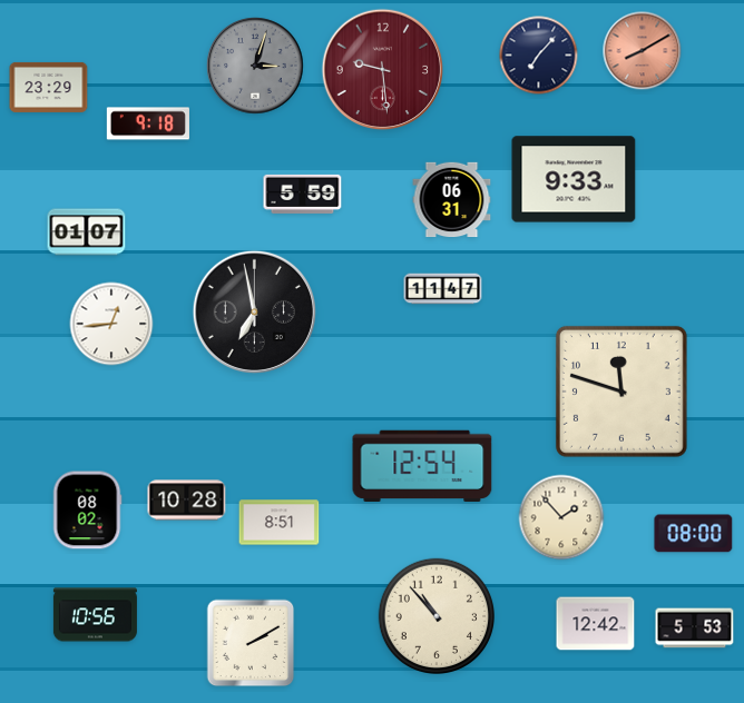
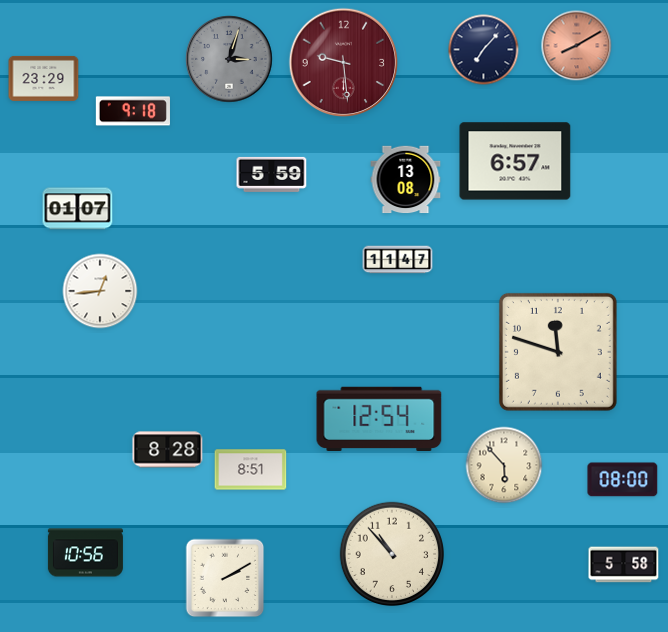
clock at (574, 179): 9:33 -> 6:57
clock at (452, 200): 06:31 -> 13:08
clock at (254, 311): 6:58 -> none
clock at (187, 501): 10:28 -> 8:28
clock at (87, 511): 08:02 -> none
clock at (561, 517): 1:53 -> 5:53
clock at (596, 624): 12:42 -> none
clock at (695, 628): 5:53 -> 5:58
